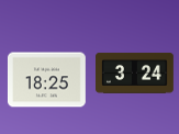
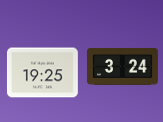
clock at (46, 80): 18:25 -> 19:25
